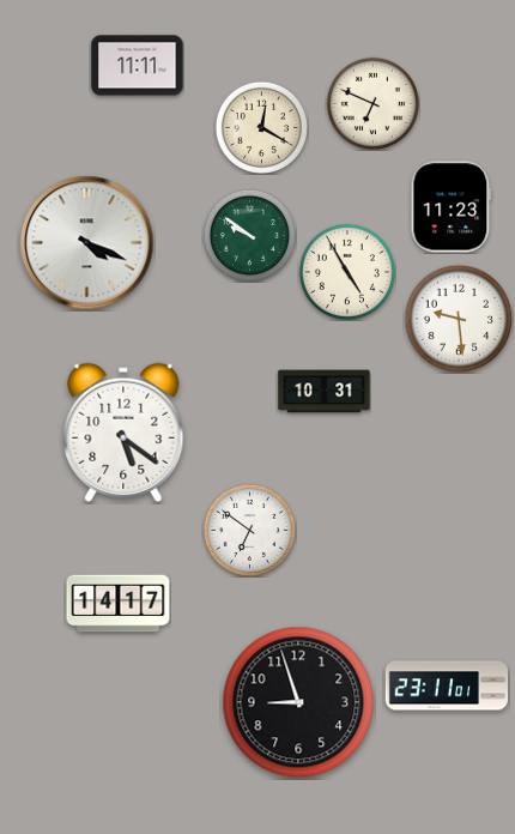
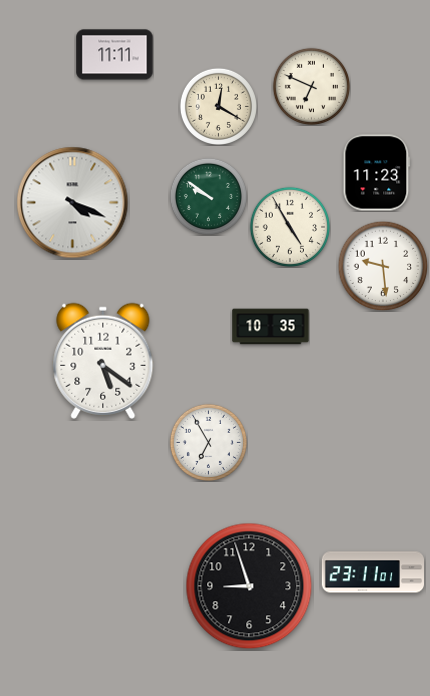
clock at (325, 392): 10:31 -> 10:35
clock at (249, 530): 6:51 -> 6:55
clock at (119, 604): 14:17 -> none
